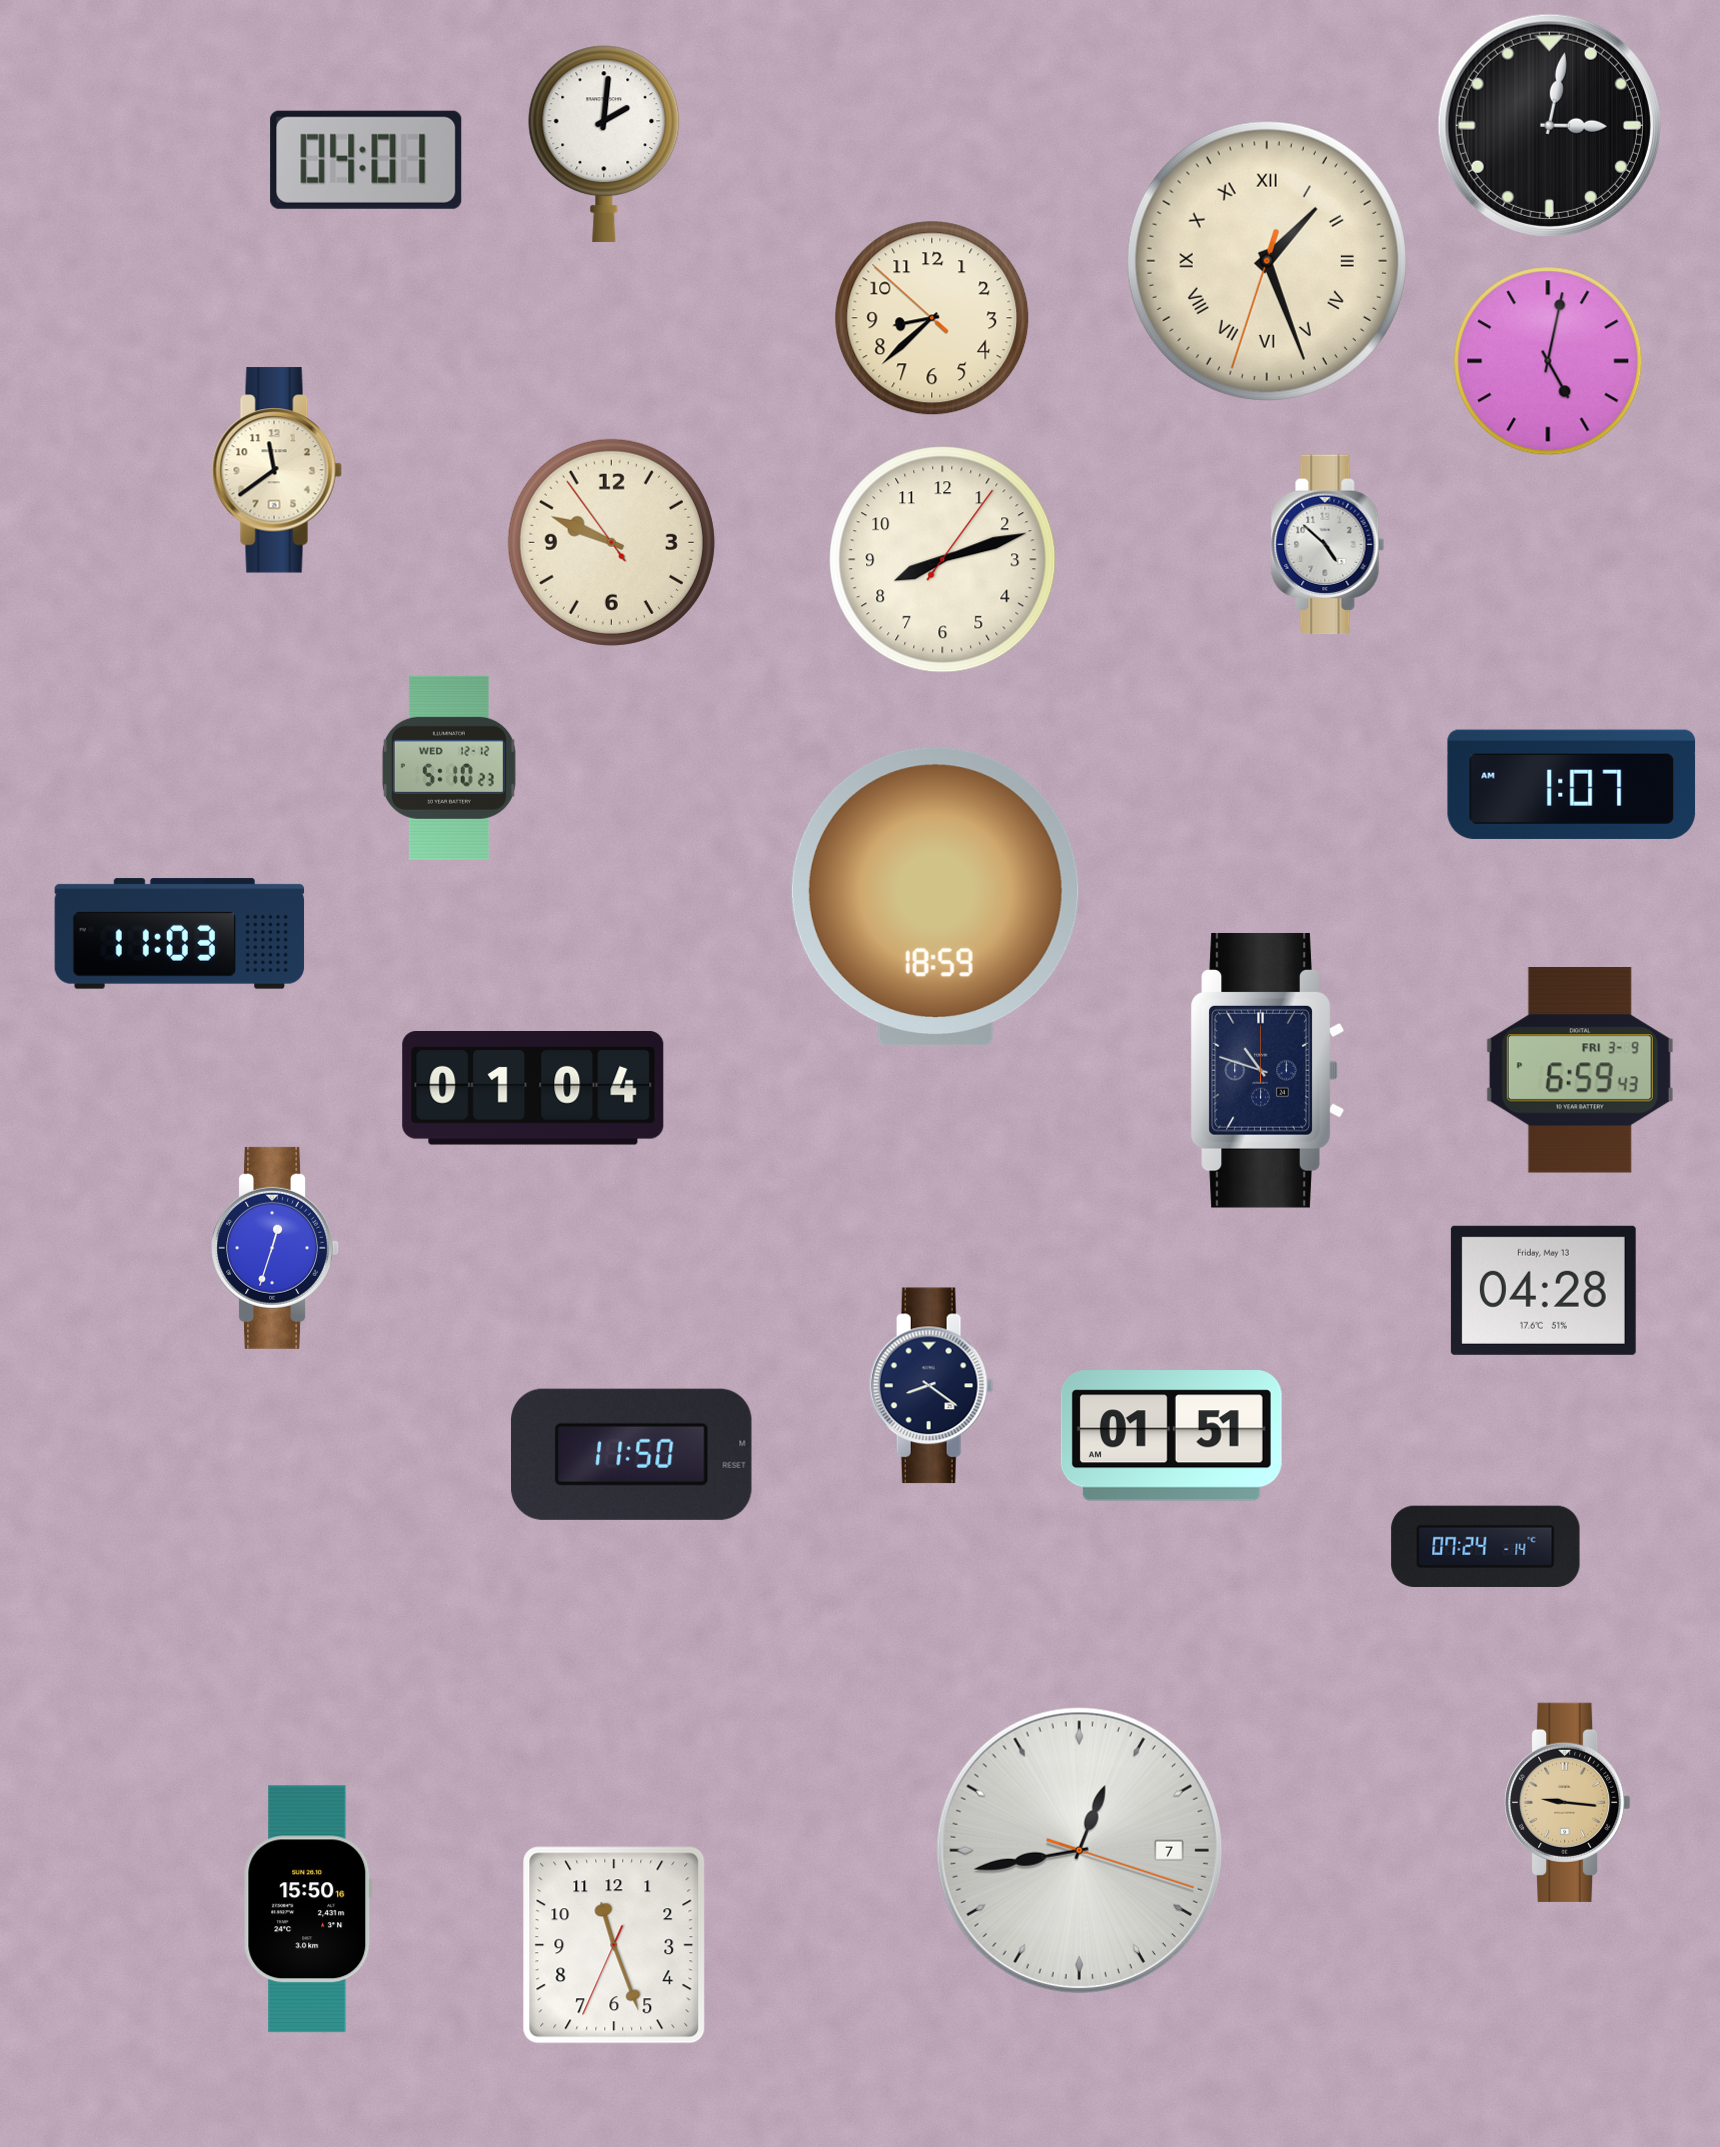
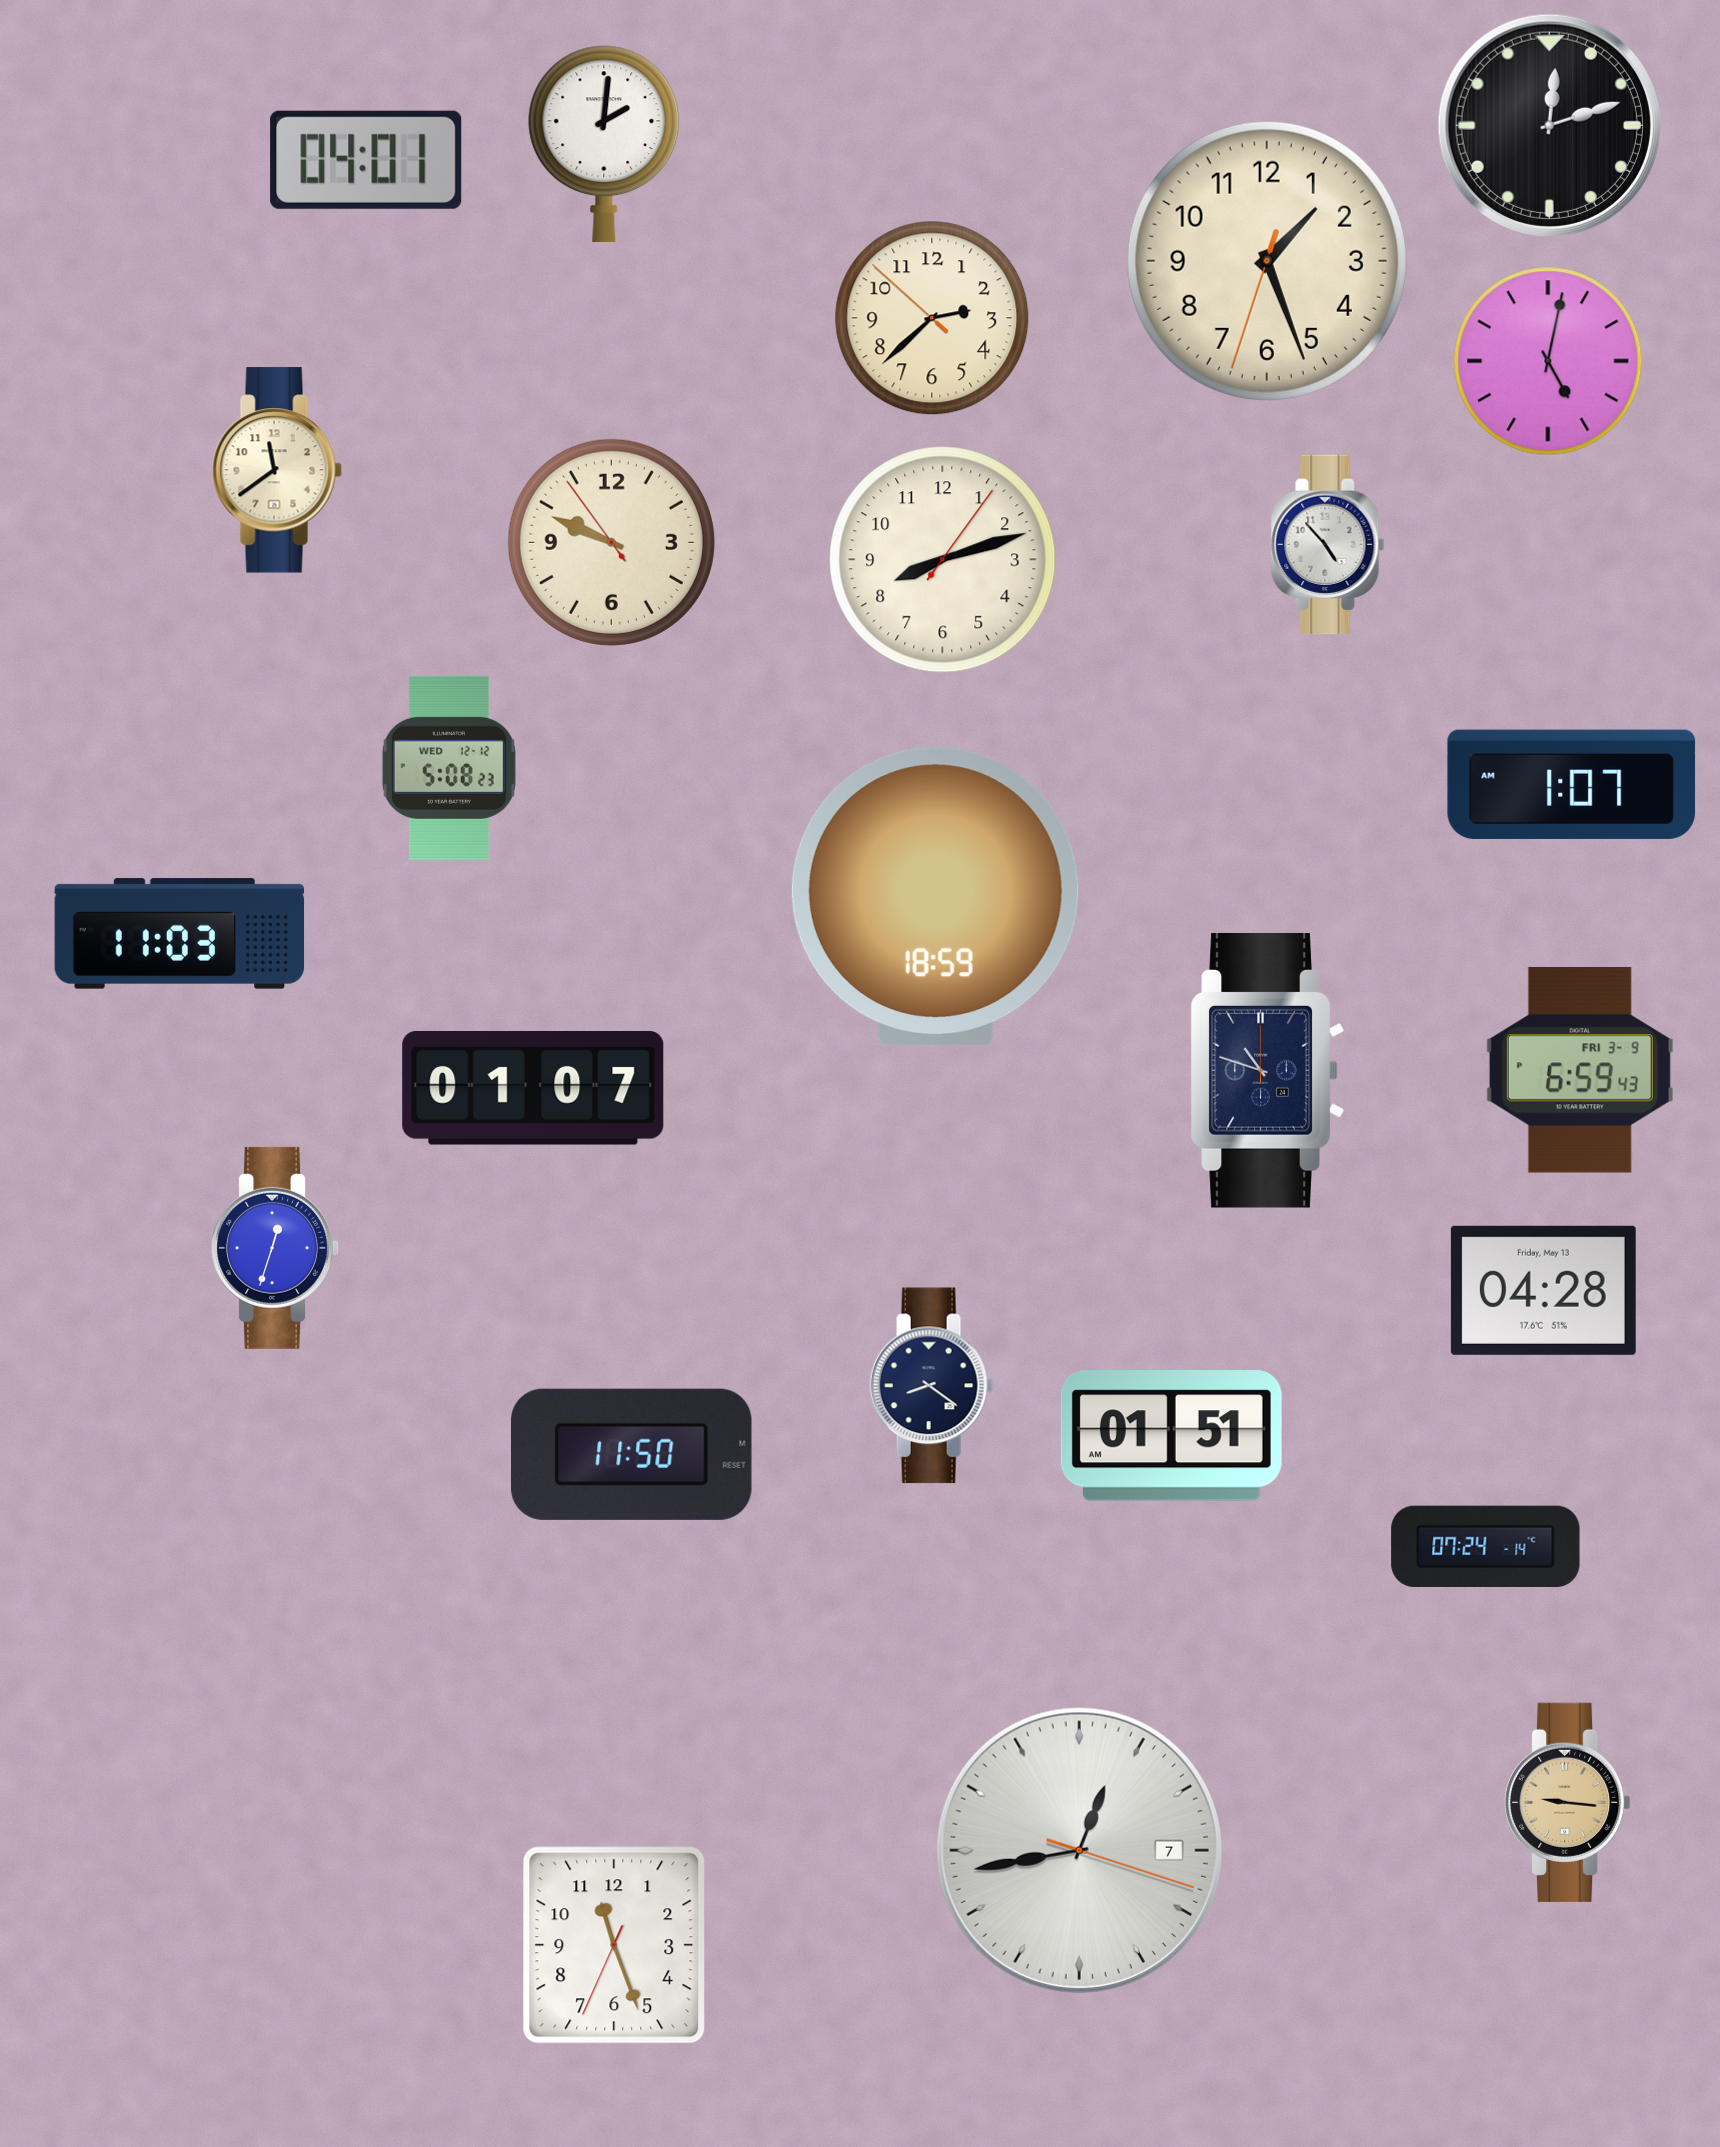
clock at (1549, 125): 3:02 -> 12:12
clock at (1267, 261) numerals: Roman -> Arabic
clock at (932, 318): 8:37 -> 2:37
clock at (1328, 545): 4:52 -> 4:53
clock at (449, 768): 5:10 -> 5:08
clock at (533, 1088): 01:04 -> 01:07
clock at (308, 1909): 15:50 -> none
